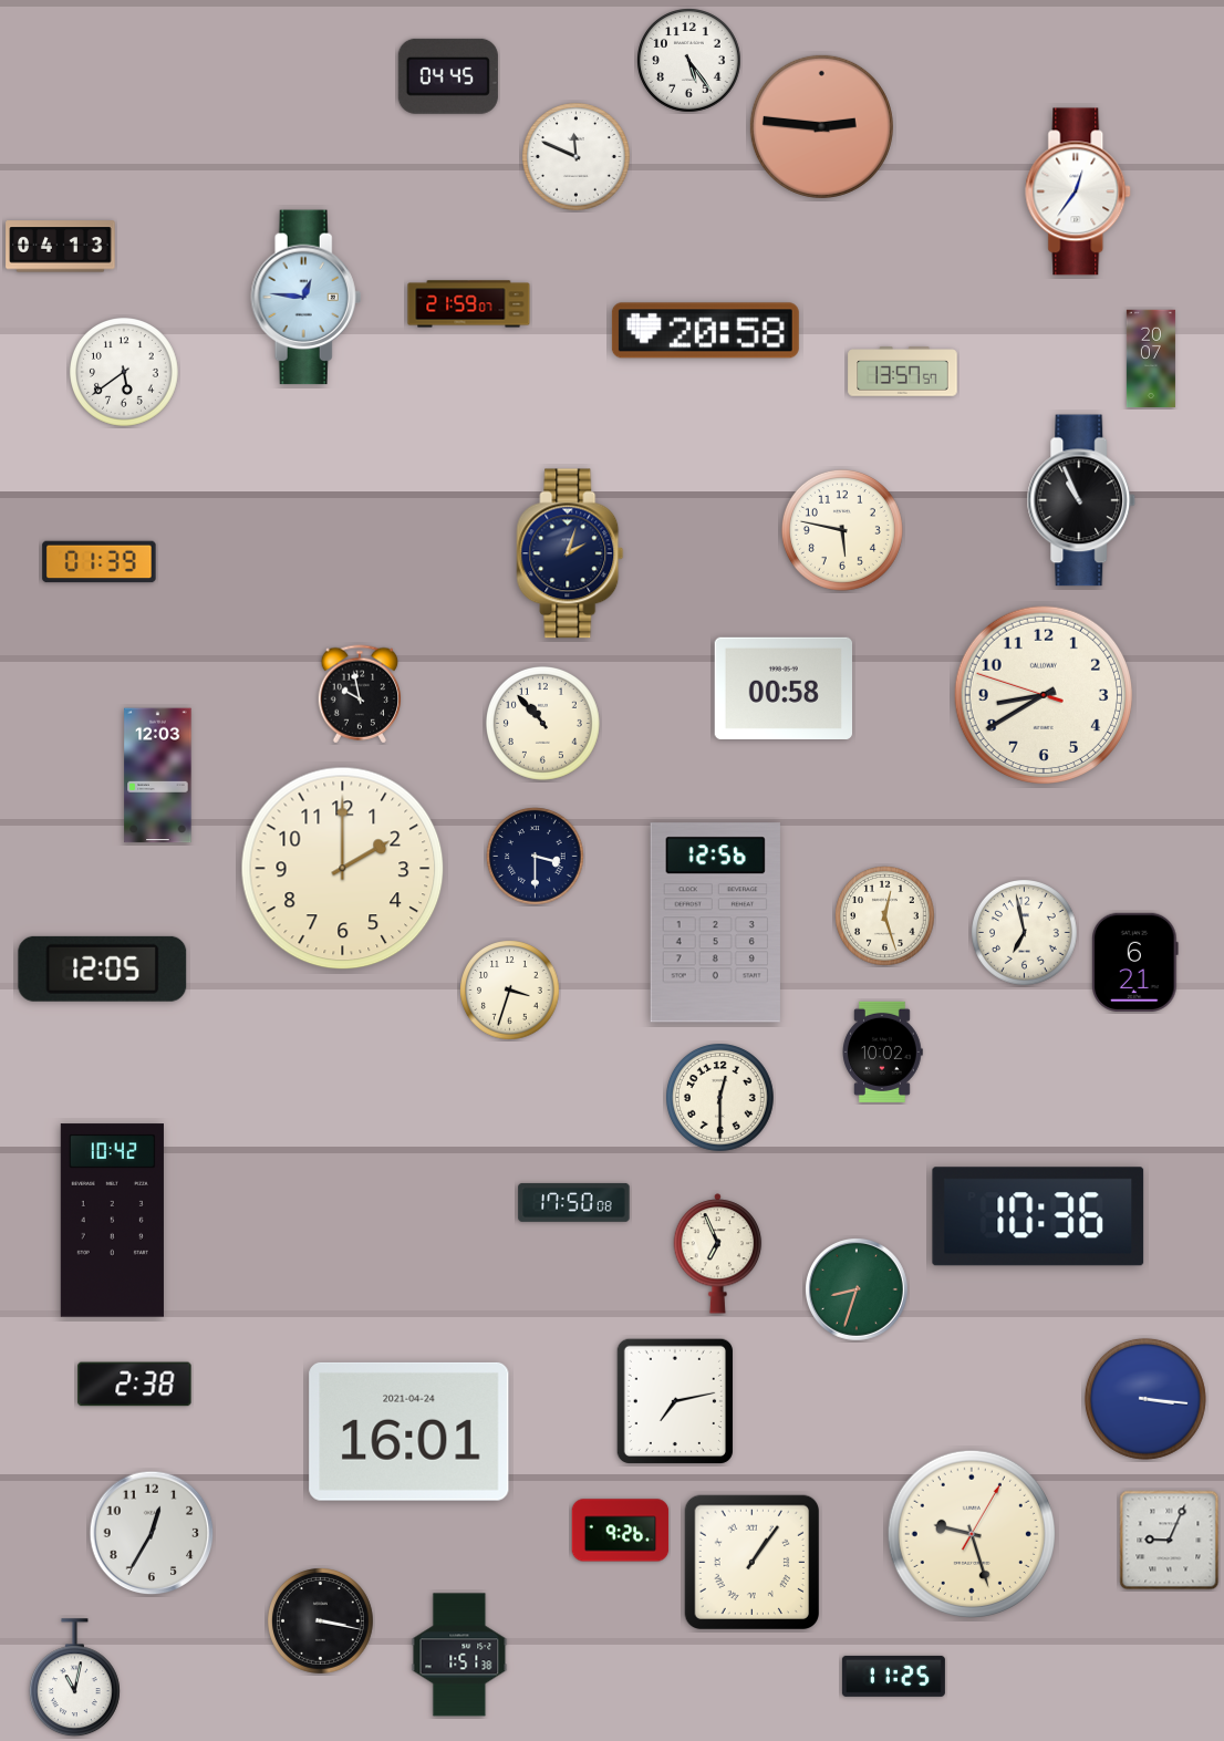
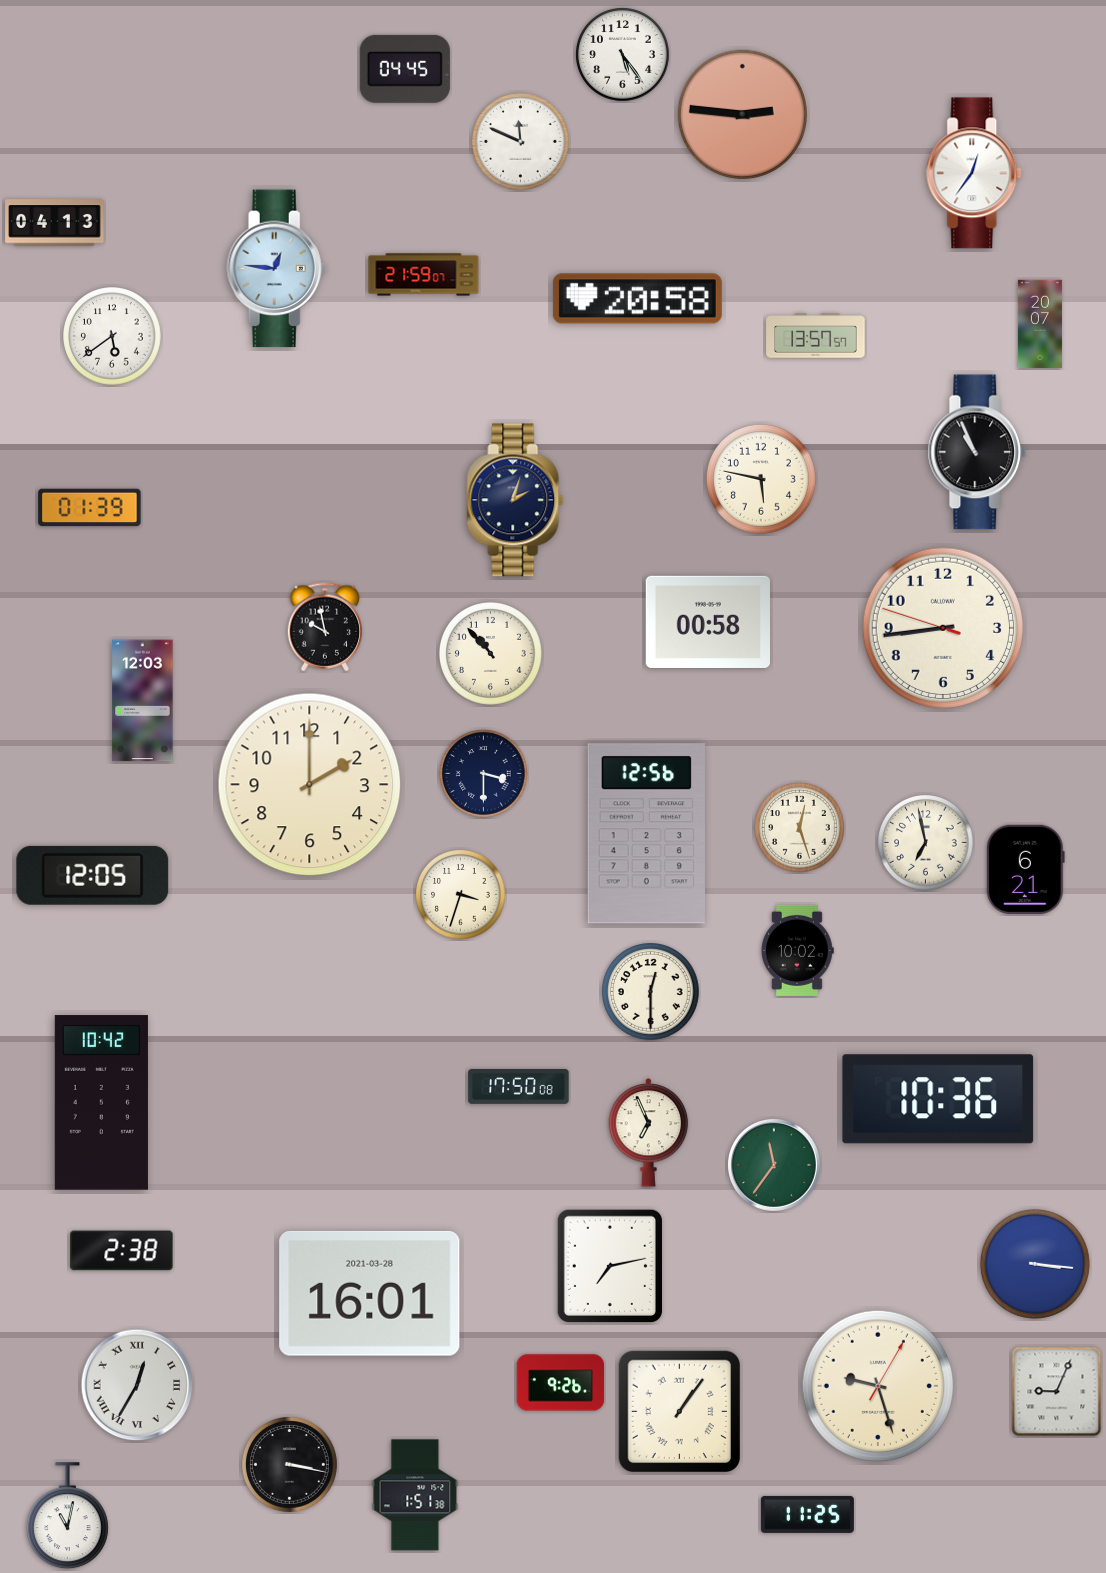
clock at (1043, 694): 8:39 -> 8:43
clock at (857, 1289): 8:33 -> 11:36
clock at (409, 1431) date: 2021-04-24 -> 2021-03-28
clock at (152, 1533) numerals: Arabic -> Roman
